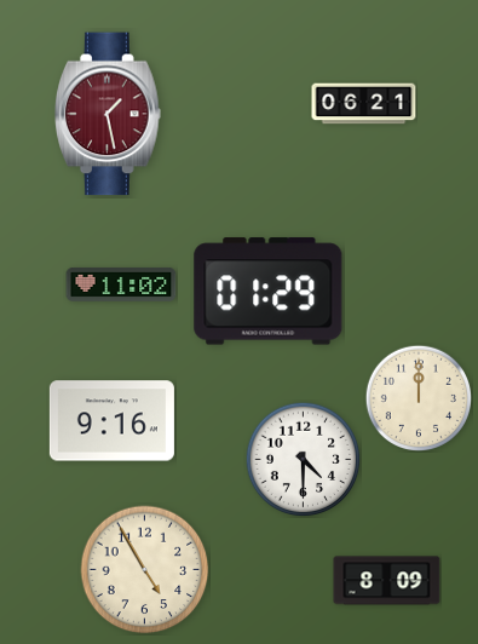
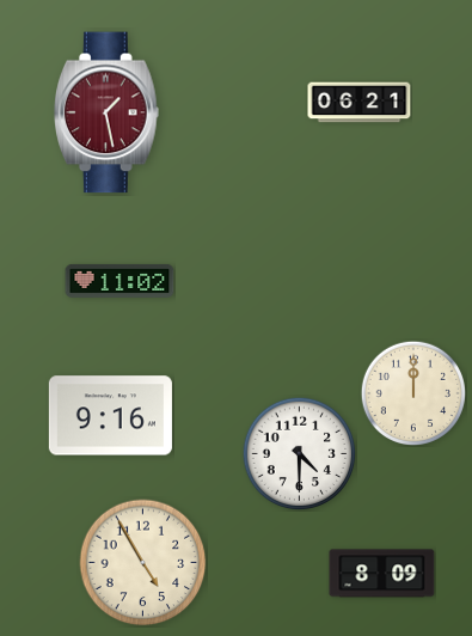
clock at (269, 292): 01:29 -> none
